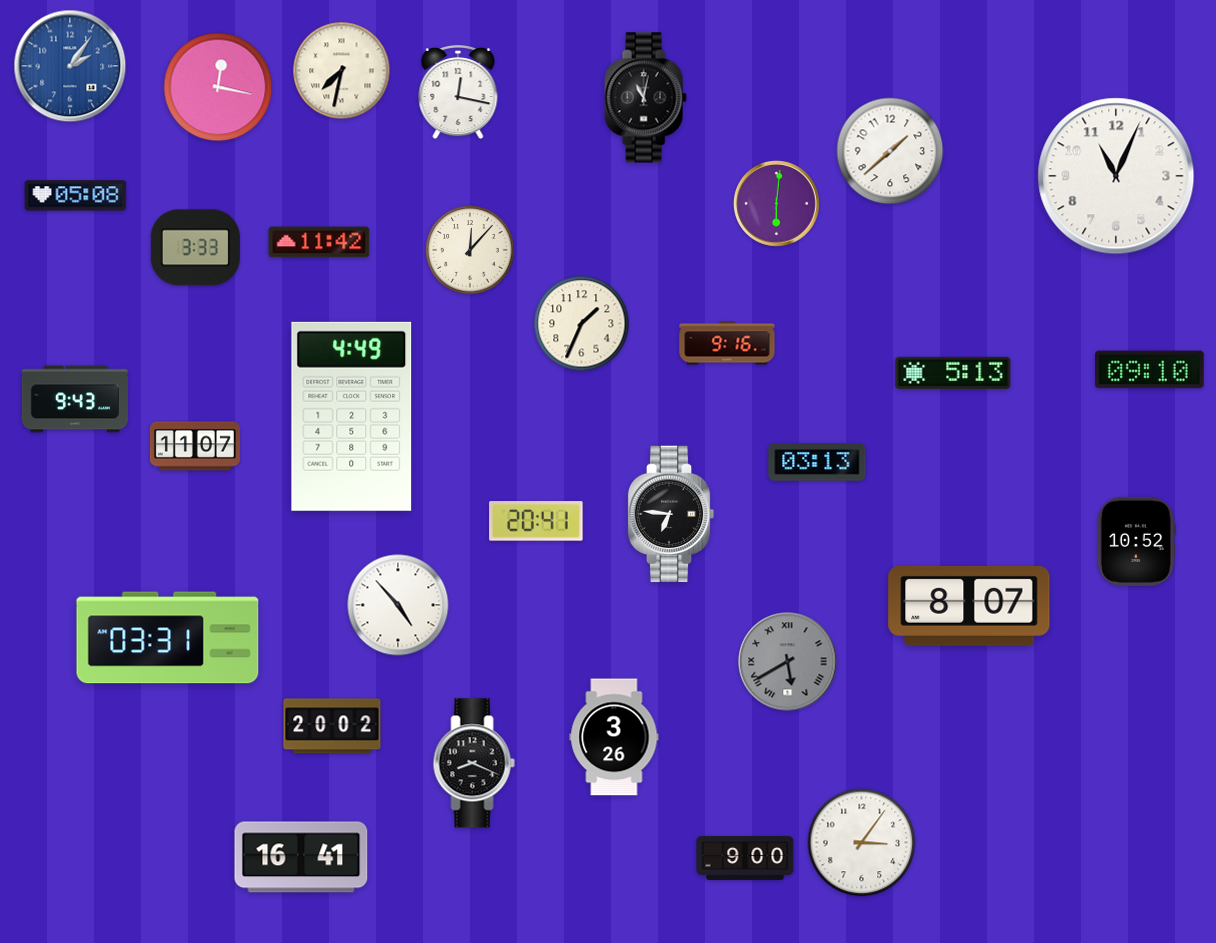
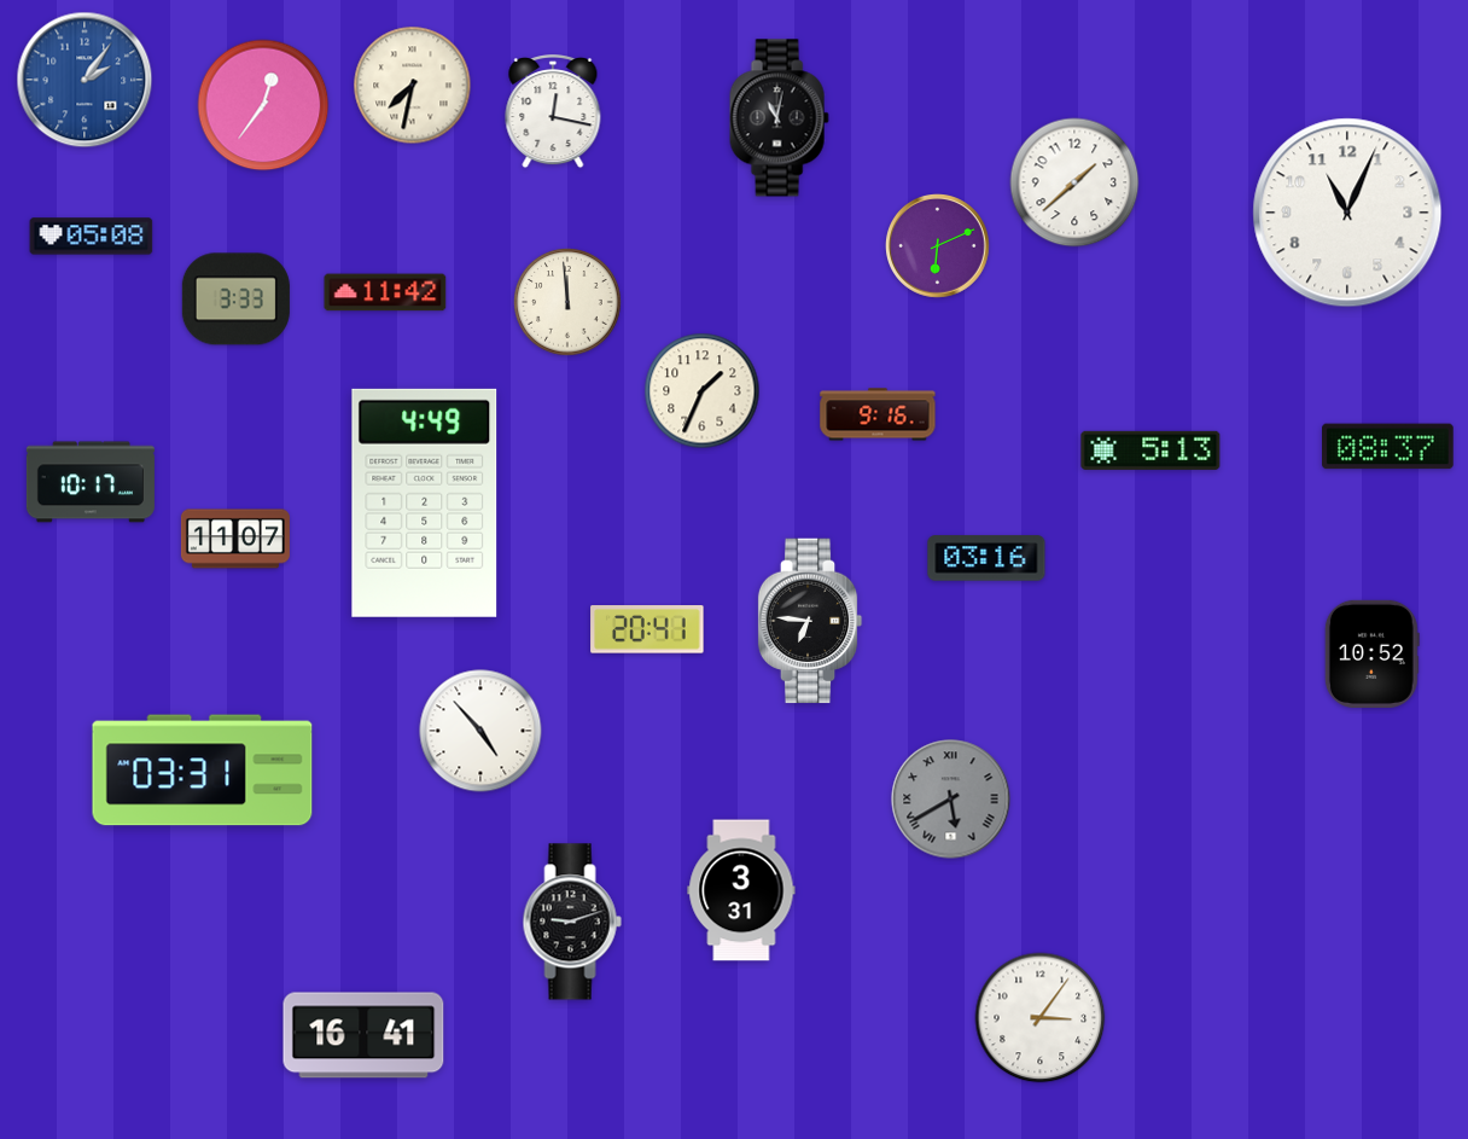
clock at (218, 87): 12:17 -> 12:36
clock at (777, 204): 6:01 -> 6:11
clock at (470, 250): 12:07 -> 11:59
clock at (1150, 370): 09:10 -> 08:37
clock at (75, 399): 9:43 -> 10:17
clock at (817, 462): 03:13 -> 03:16
clock at (969, 606): 8:07 -> none
clock at (332, 726): 20:02 -> none
clock at (614, 737): 3:26 -> 3:31
clock at (474, 763): 8:19 -> 9:12
clock at (745, 858): 9:00 -> none
